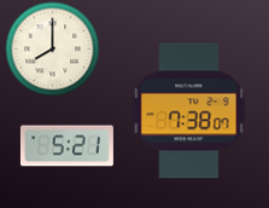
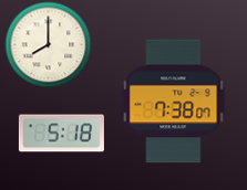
clock at (66, 146): 5:21 -> 5:18
